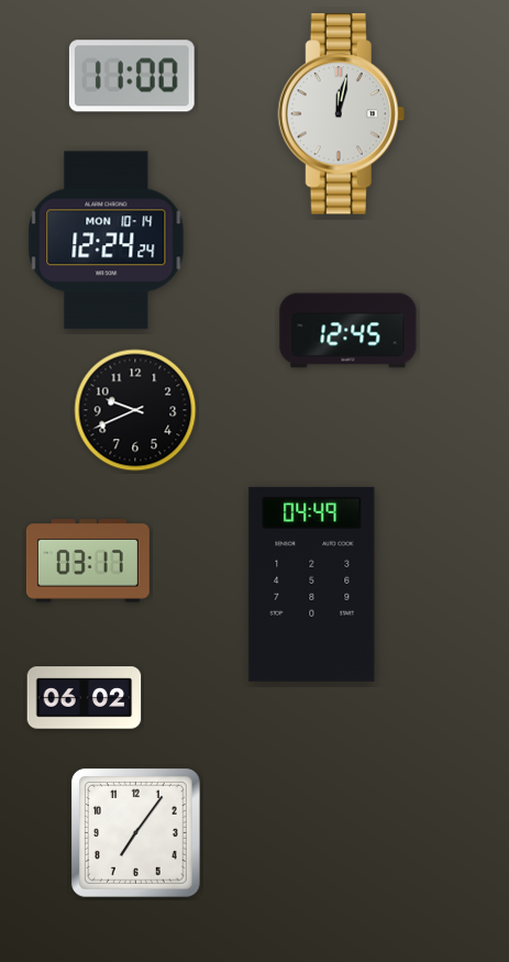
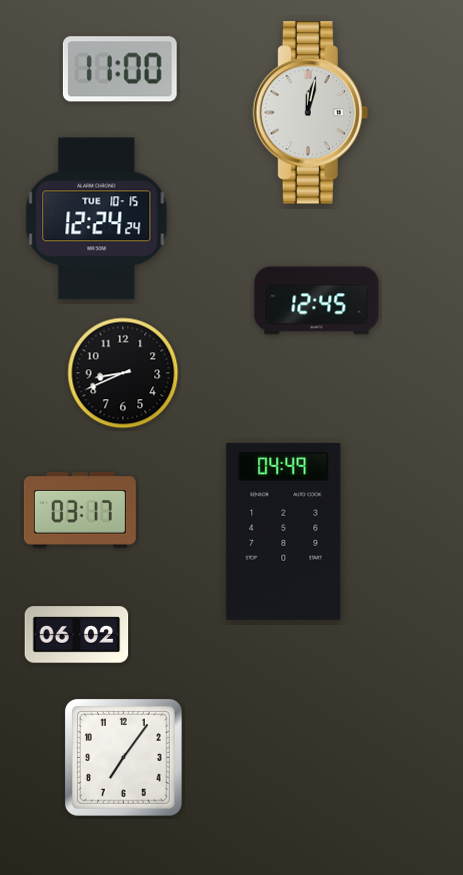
clock at (341, 114) position: (341, 114) -> (310, 113)
clock at (107, 241) date: MON 10-14 -> TUE 10-15
clock at (135, 410): 9:41 -> 8:41
